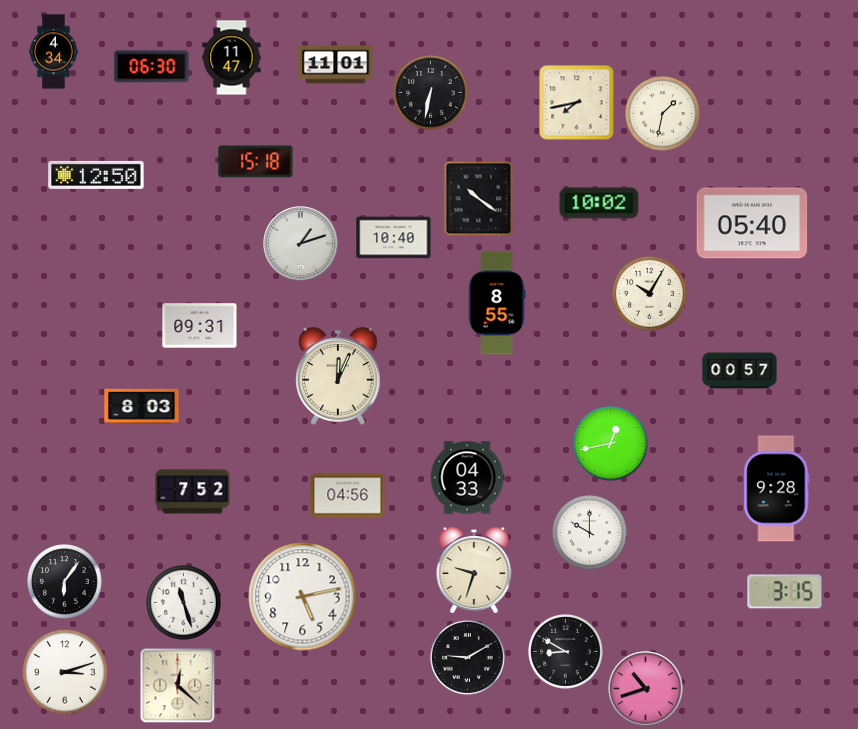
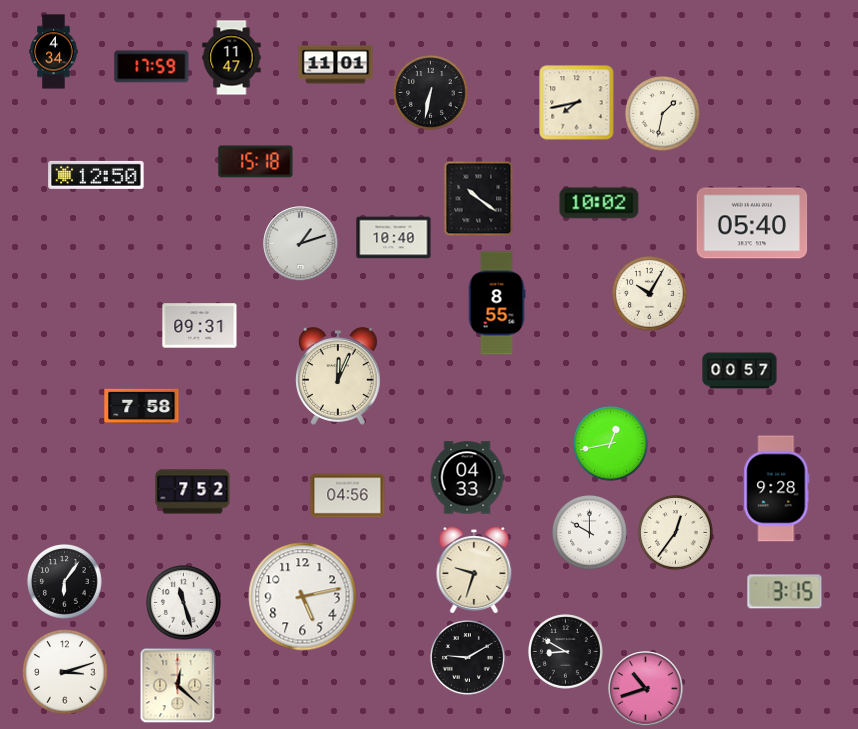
clock at (152, 67): 06:30 -> 17:59
clock at (142, 406): 8:03 -> 7:58
clock at (676, 533): none -> 12:36
